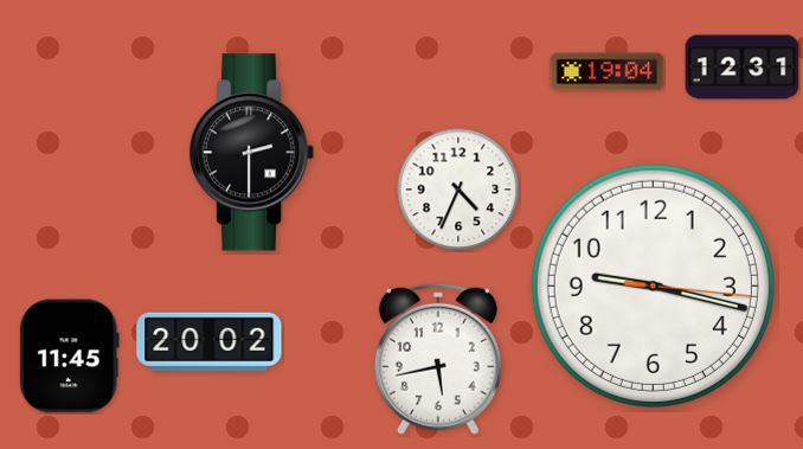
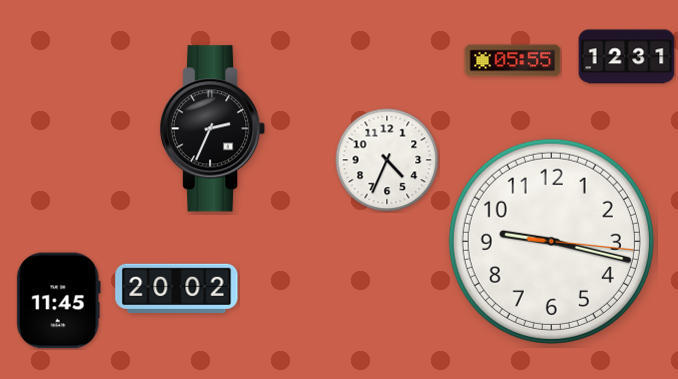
clock at (608, 72): 19:04 -> 05:55
clock at (252, 153): 2:30 -> 2:34
clock at (438, 359): 5:43 -> none
